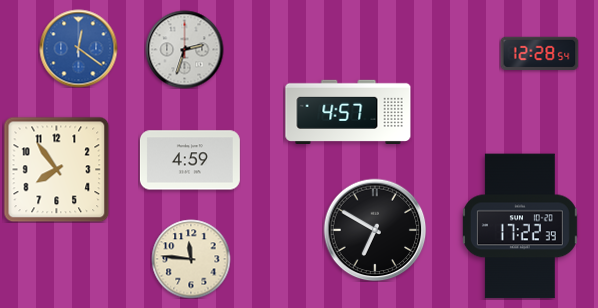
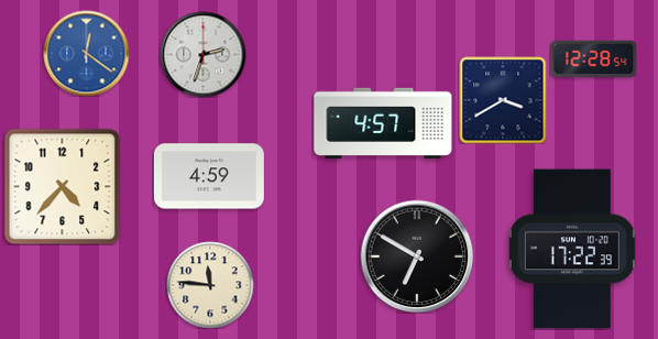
clock at (503, 100): none -> 3:40
clock at (56, 169): 7:54 -> 4:37
clock at (375, 230) position: (375, 230) -> (417, 256)
